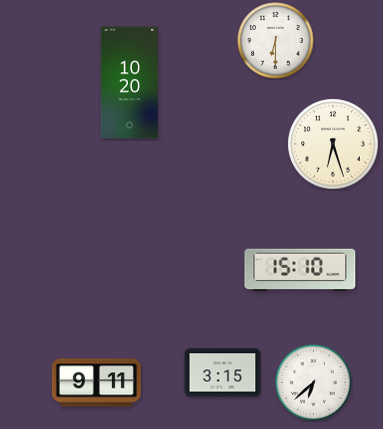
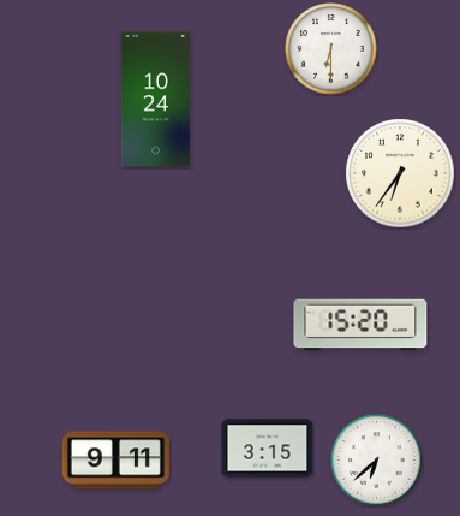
clock at (129, 83): 10:20 -> 10:24
clock at (333, 144): 6:27 -> 6:36
clock at (300, 270): 15:10 -> 15:20
